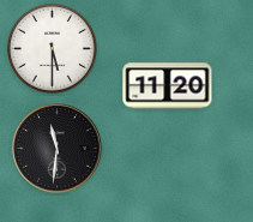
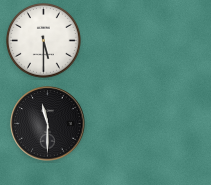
clock at (168, 86): 11:20 -> none
clock at (58, 149): 11:31 -> 11:30
